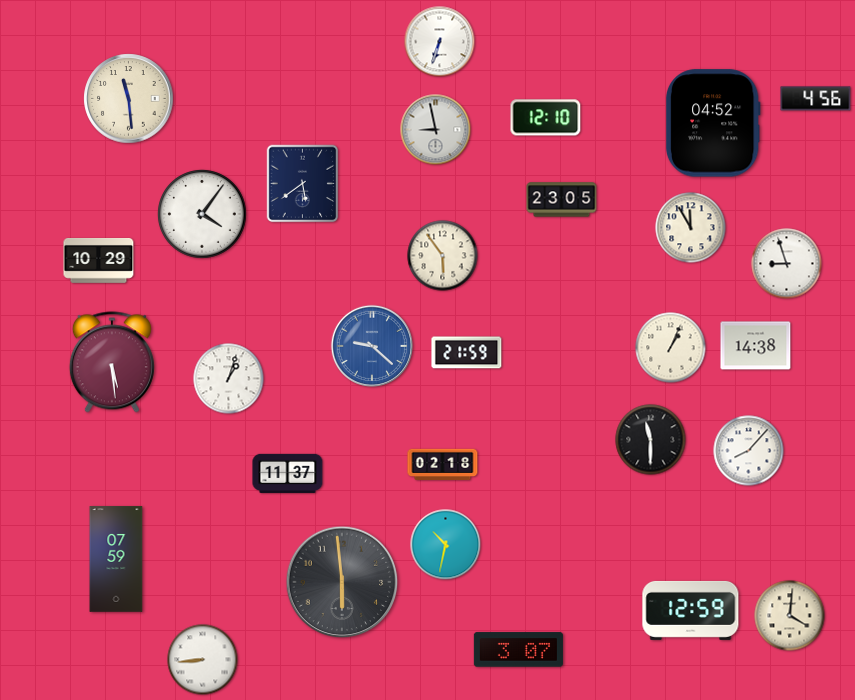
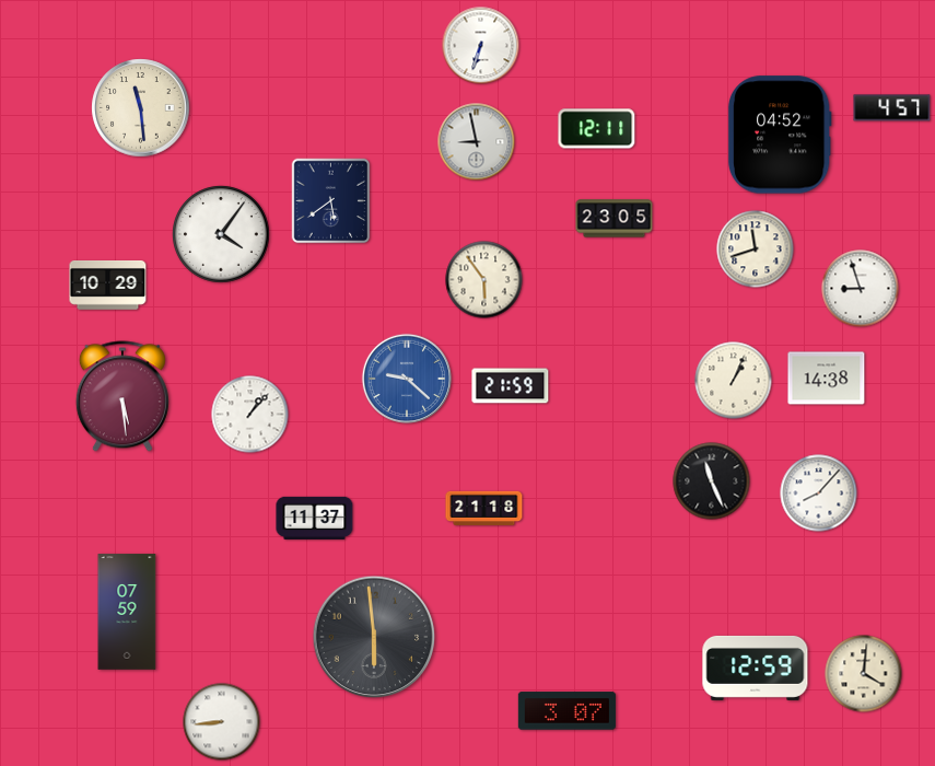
clock at (816, 99): 4:56 -> 4:57
clock at (546, 118): 12:10 -> 12:11
clock at (691, 228): 11:55 -> 11:42
clock at (229, 379): 1:03 -> 1:07
clock at (651, 440): 11:30 -> 11:26
clock at (443, 465): 02:18 -> 21:18
clock at (446, 545): 10:32 -> none
